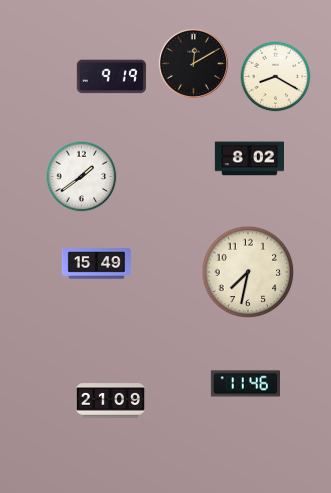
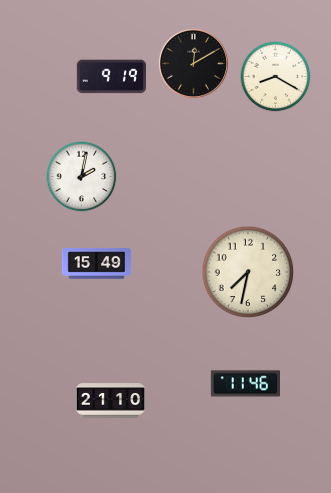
clock at (249, 159): 8:02 -> none
clock at (82, 177): 1:39 -> 2:02
clock at (111, 401): 21:09 -> 21:10
